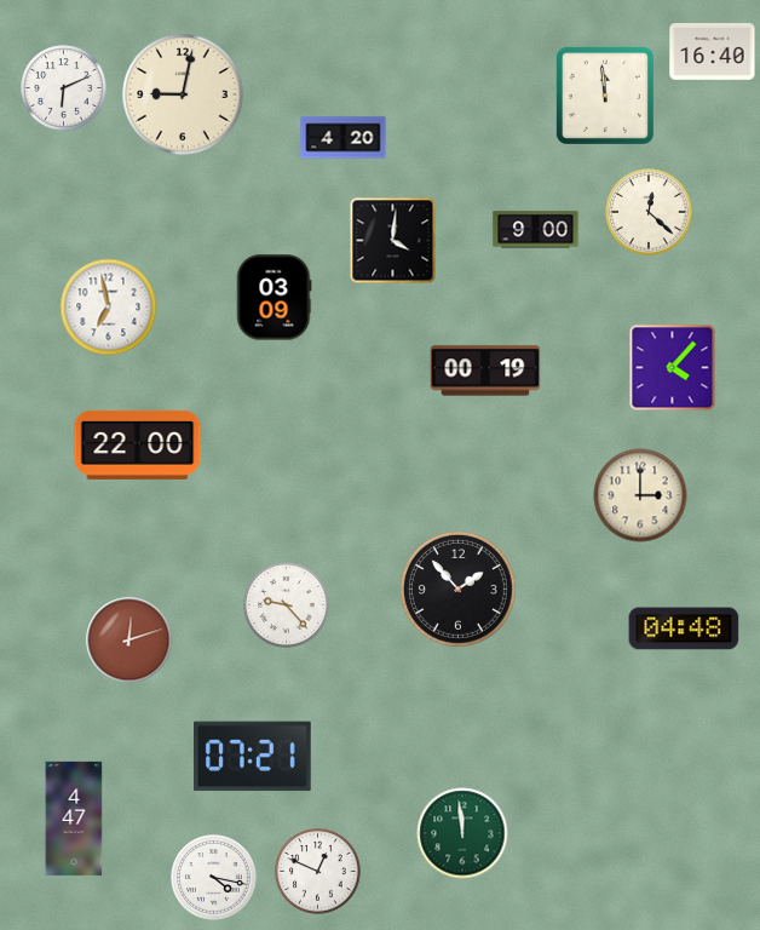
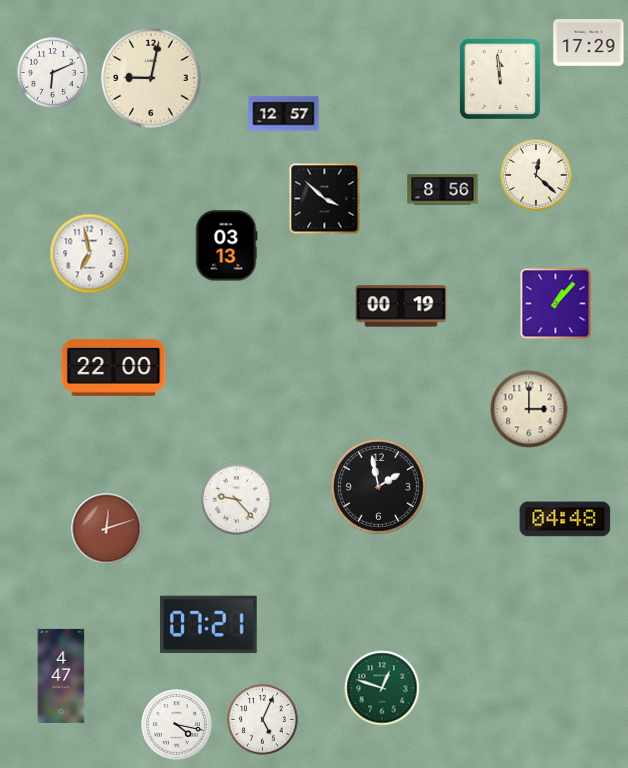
clock at (713, 52): 16:40 -> 17:29
clock at (344, 138): 4:20 -> 12:57
clock at (536, 230): 9:00 -> 8:56
clock at (393, 241): 4:01 -> 3:52
clock at (274, 298): 03:09 -> 03:13
clock at (673, 368): 4:07 -> 1:07
clock at (457, 589): 1:53 -> 1:58
clock at (462, 833): 11:59 -> 12:48
clock at (318, 872): 12:49 -> 5:04
